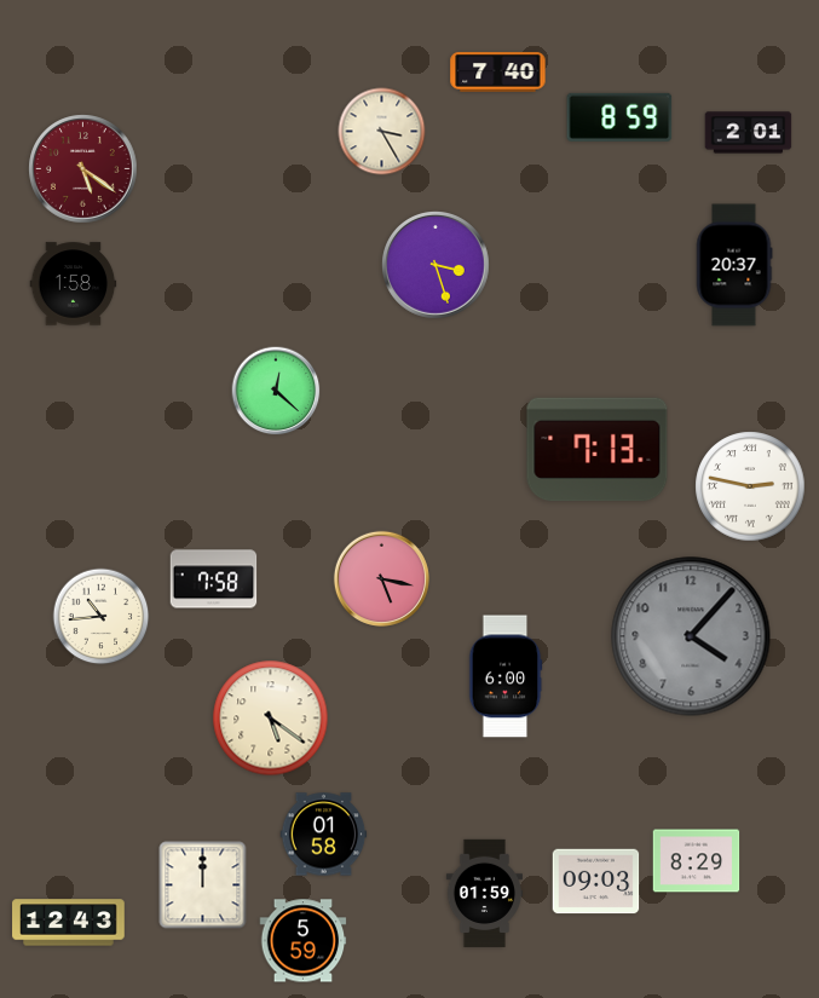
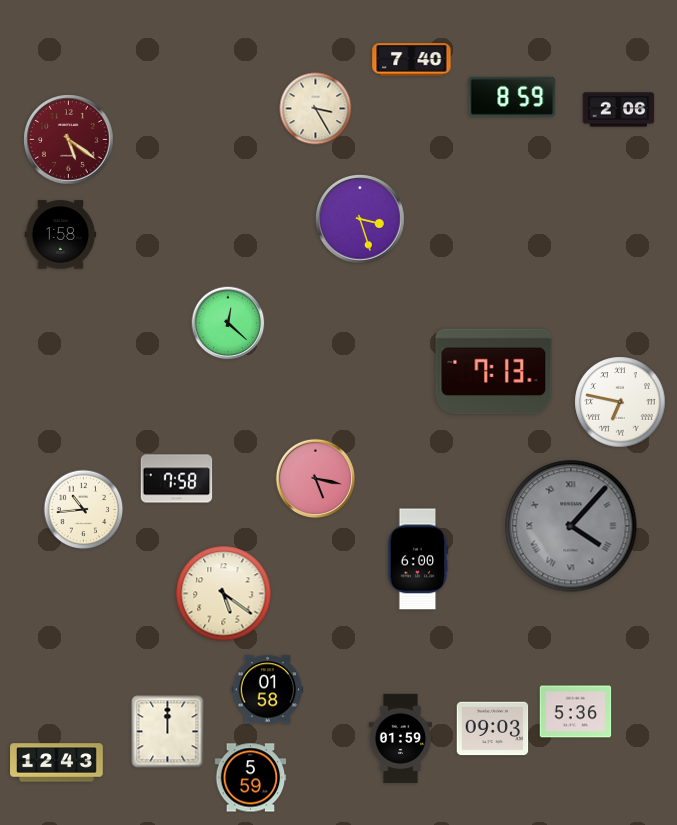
clock at (749, 133): 2:01 -> 2:06
clock at (734, 265): 20:37 -> none
clock at (750, 486): 2:47 -> 6:47
clock at (691, 636) numerals: Arabic -> Roman
clock at (697, 861): 8:29 -> 5:36
